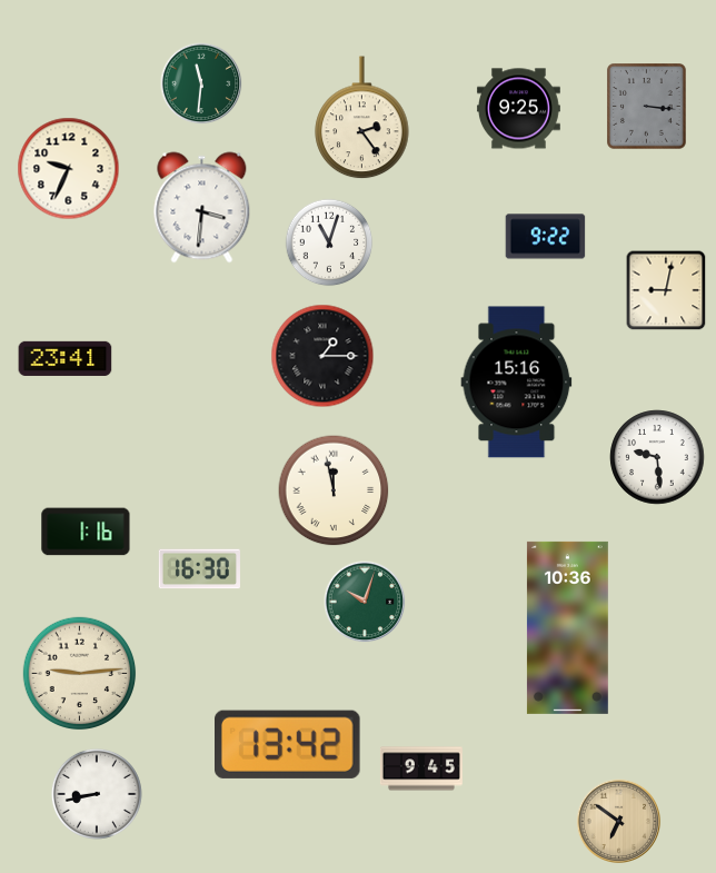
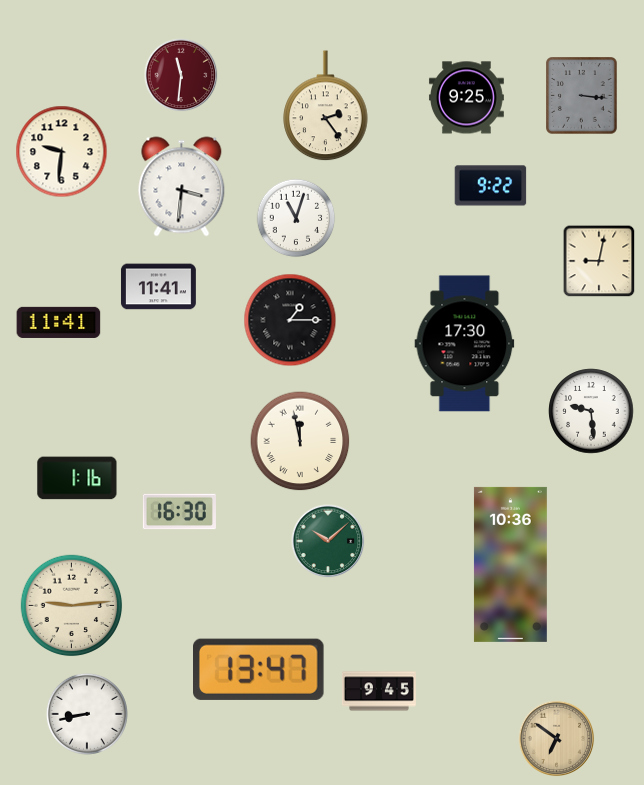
clock at (201, 83) dial: green -> burgundy
clock at (69, 169): 9:34 -> 9:31
clock at (546, 237) position: (546, 237) -> (491, 186)
clock at (158, 287): none -> 11:41
clock at (66, 358): 23:41 -> 11:41
clock at (517, 383): 15:16 -> 17:30
clock at (365, 602): 10:03 -> 10:08
clock at (288, 744): 13:42 -> 13:47
